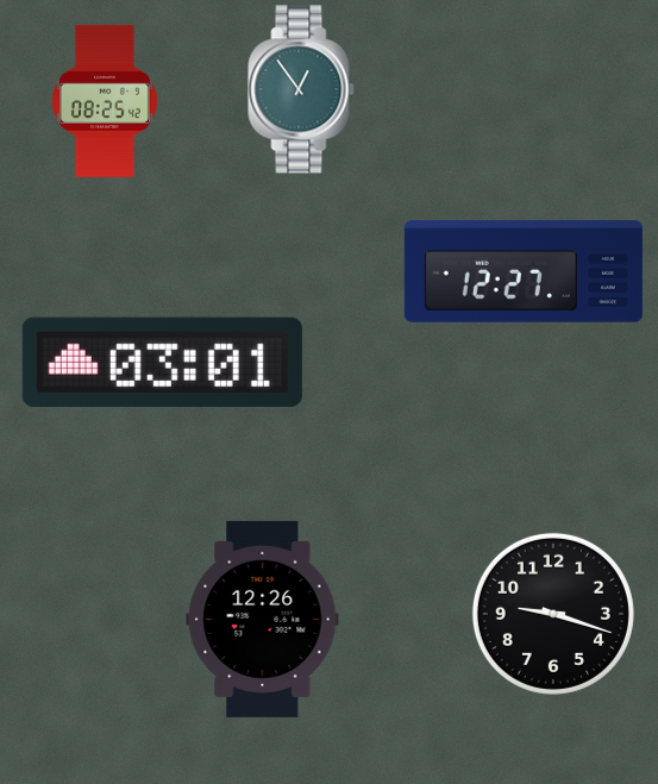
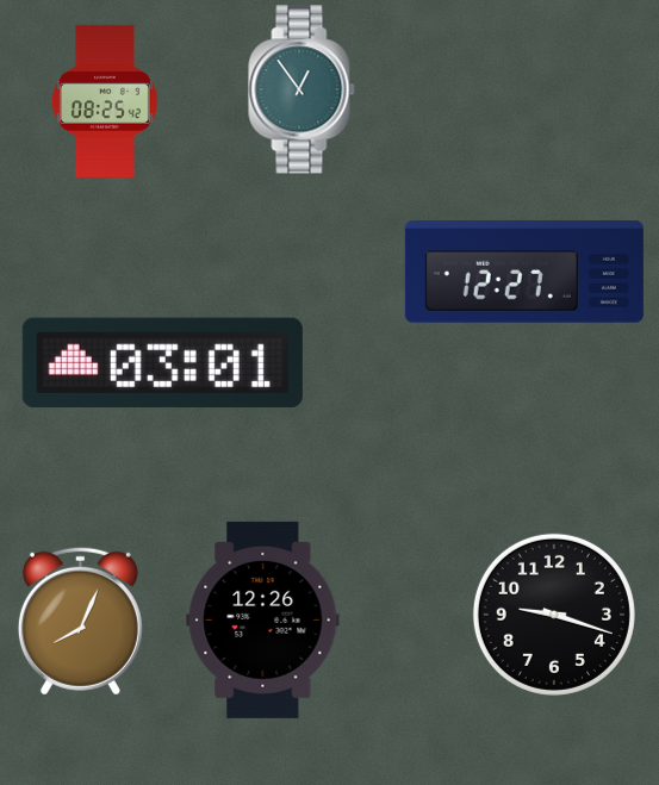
clock at (80, 621): none -> 8:04
